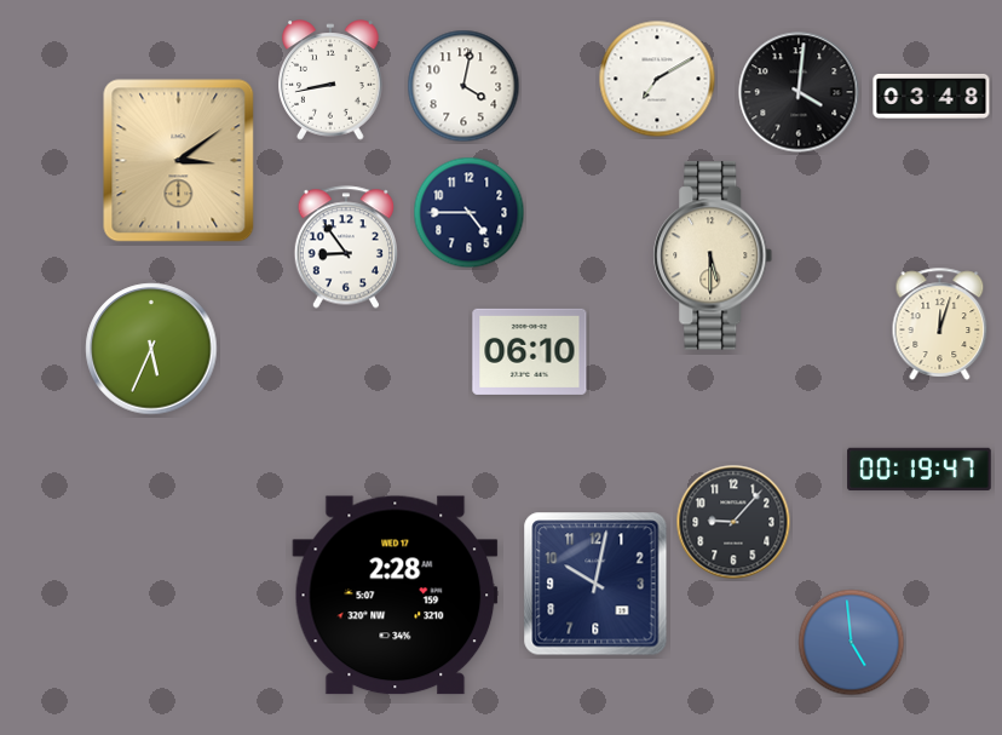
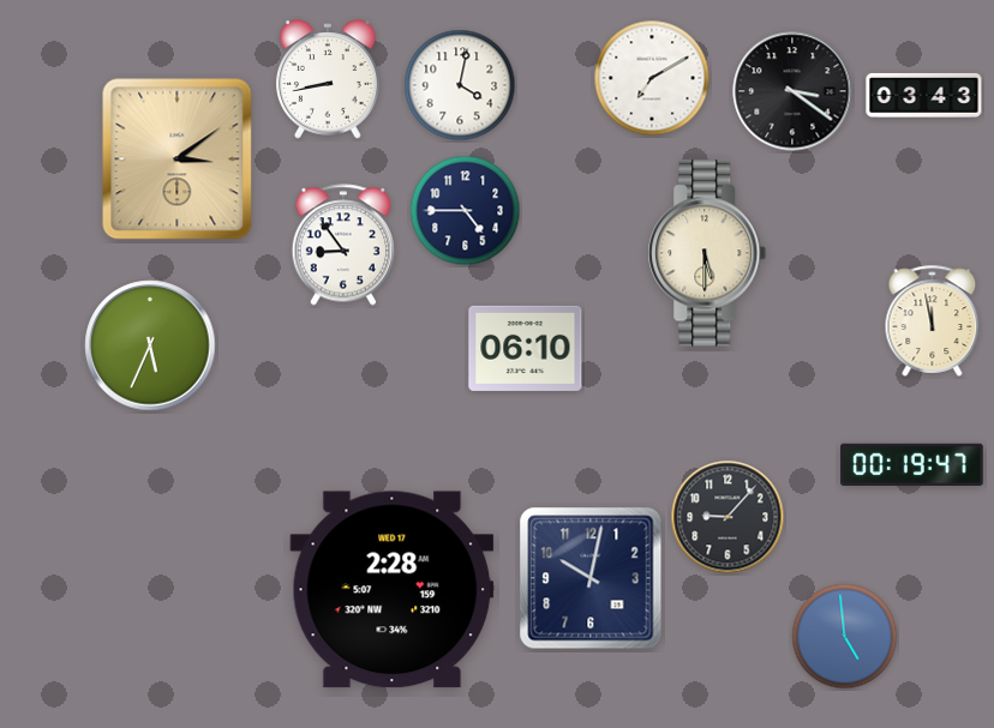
clock at (799, 92): 4:01 -> 3:21
clock at (932, 96): 03:48 -> 03:43
clock at (940, 323): 12:03 -> 11:58
